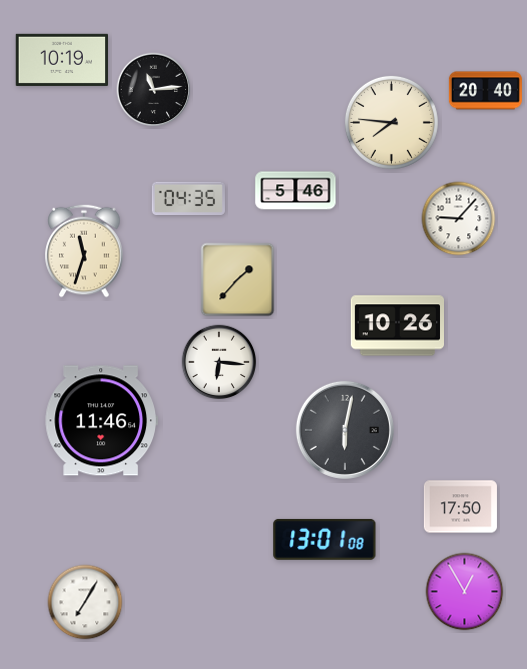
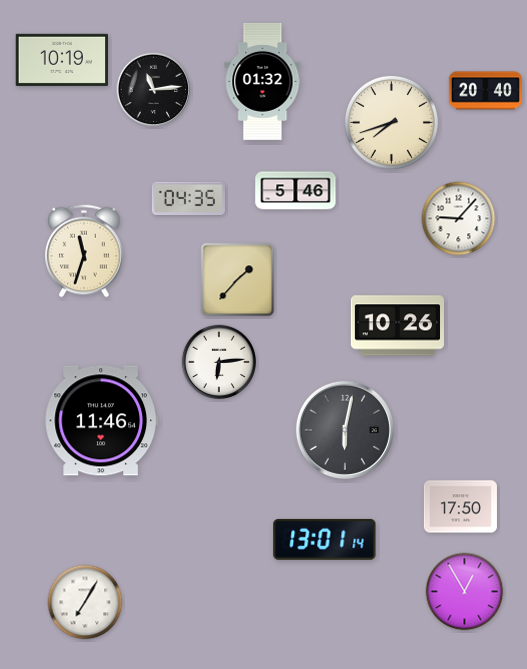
clock at (263, 81): none -> 01:32
clock at (391, 122): 7:46 -> 7:42
clock at (219, 362): 6:16 -> 6:14
clock at (325, 539): 13:01:08 -> 13:01:14
